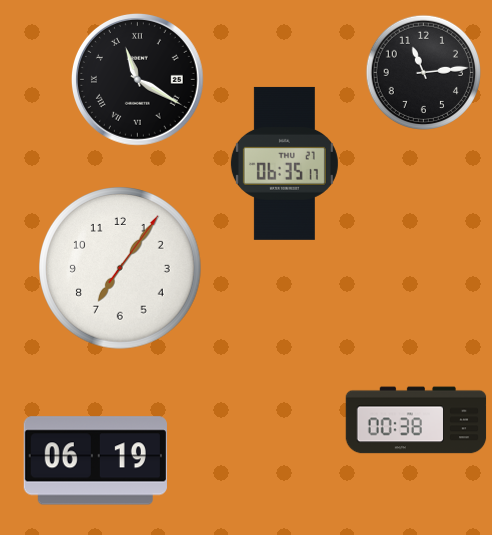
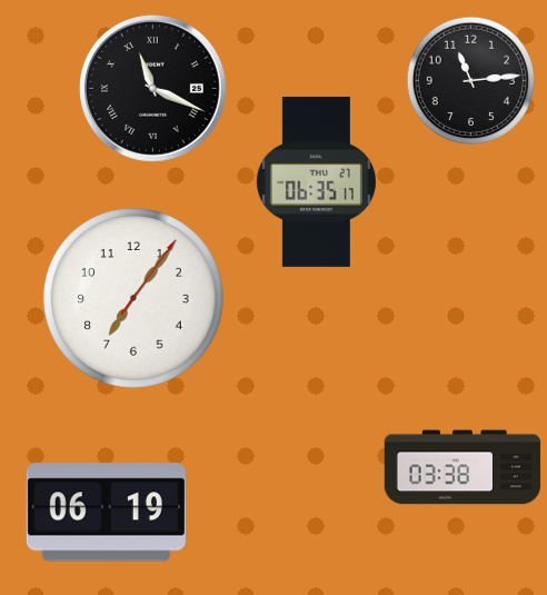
clock at (137, 79): 11:20 -> 11:19
clock at (416, 420): 00:38 -> 03:38
